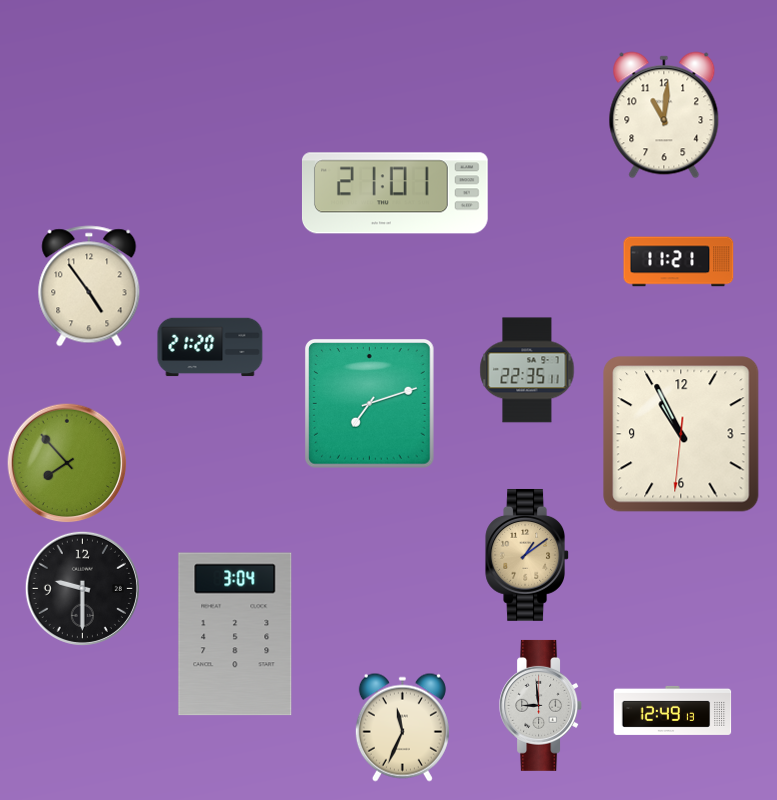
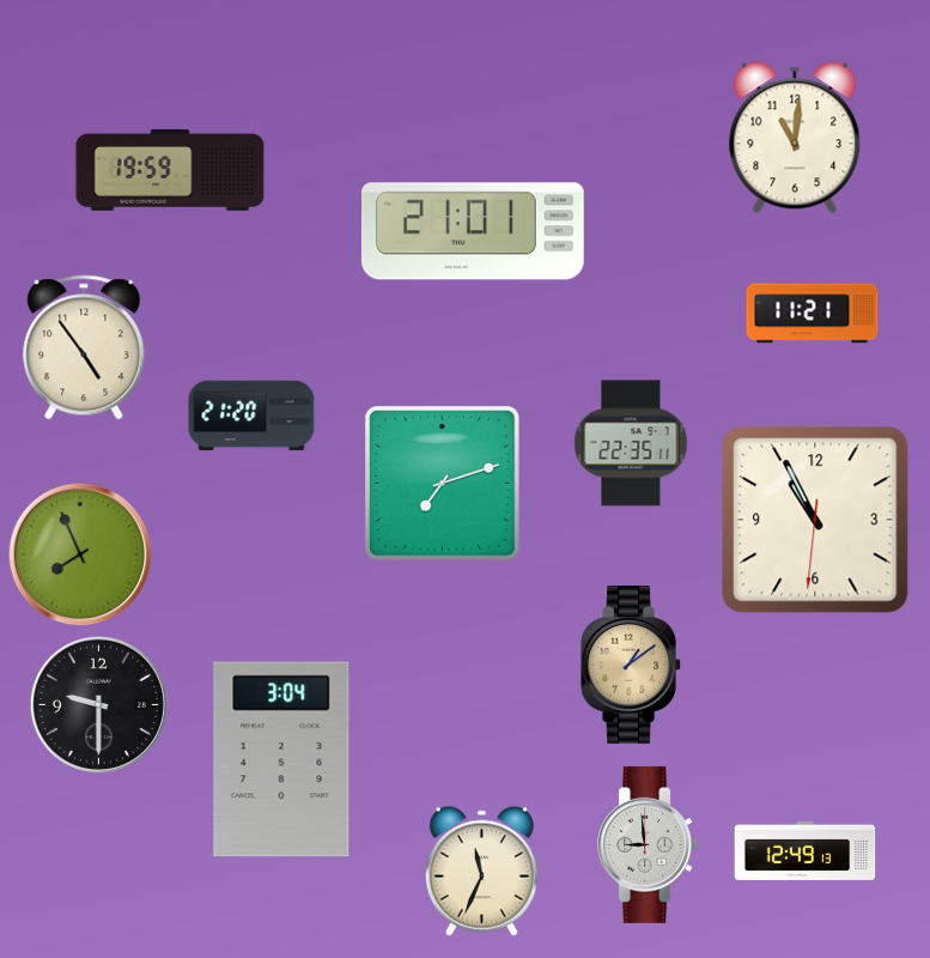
clock at (170, 171): none -> 19:59
clock at (89, 286) position: (89, 286) -> (84, 347)
clock at (67, 463): 7:53 -> 7:56
